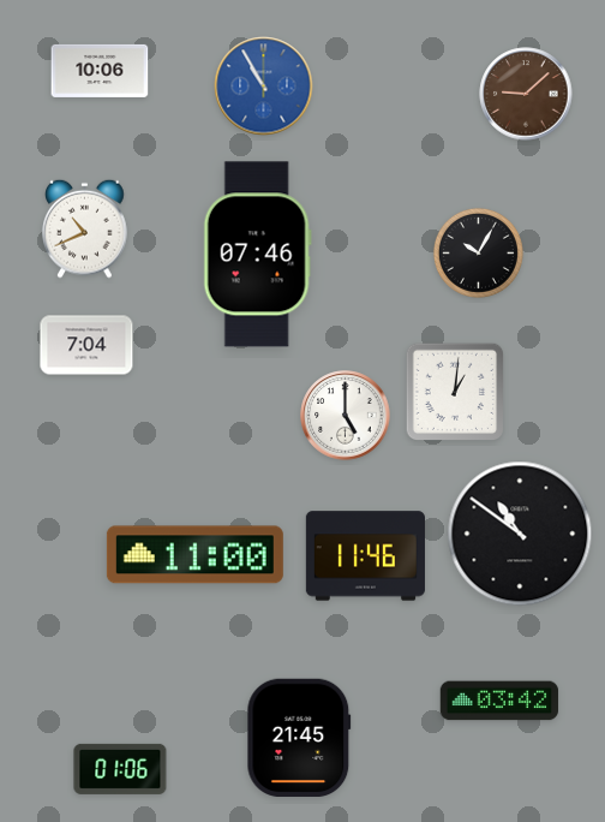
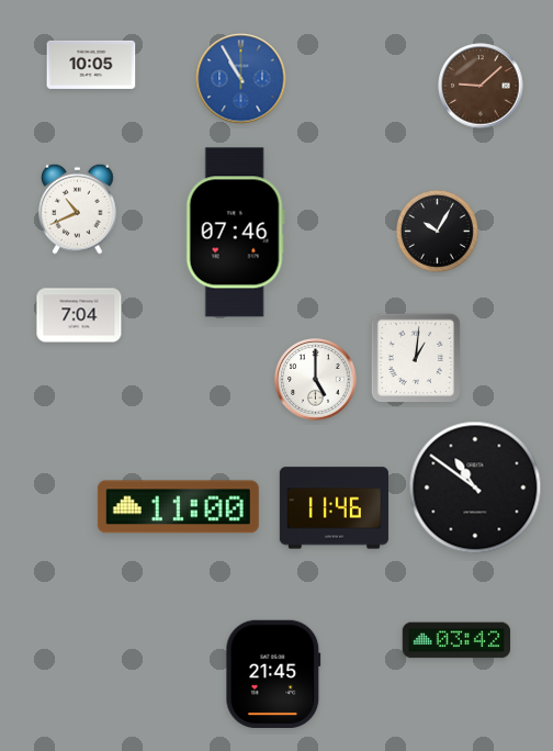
clock at (100, 71): 10:06 -> 10:05
clock at (120, 769): 01:06 -> none
